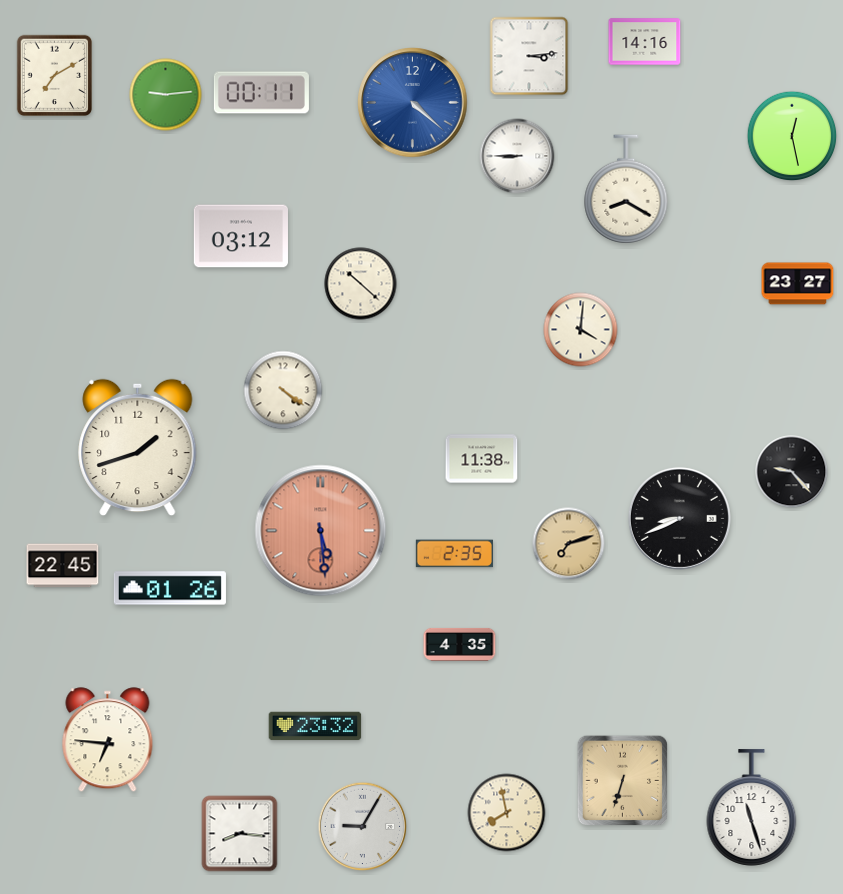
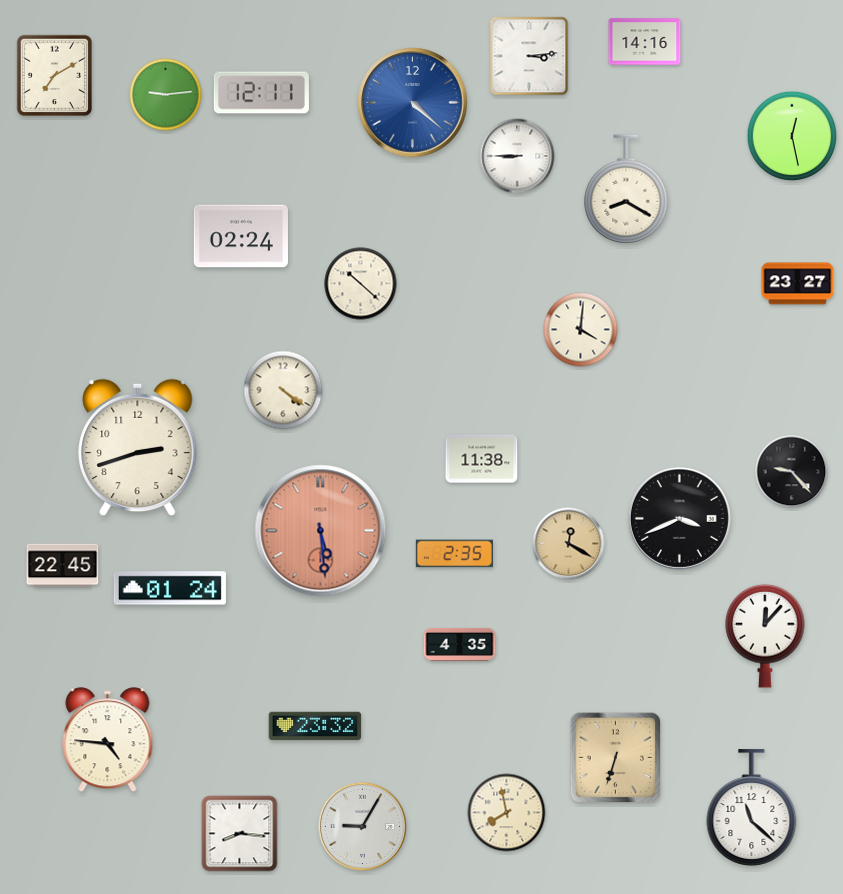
clock at (261, 93): 00:11 -> 12:11
clock at (241, 236): 03:12 -> 02:24
clock at (138, 448): 1:42 -> 2:42
clock at (679, 518): 8:41 -> 3:41
clock at (569, 544): 7:12 -> 12:20
clock at (170, 588): 01:26 -> 01:24
clock at (765, 636): none -> 12:07
clock at (108, 740): 6:46 -> 4:46
clock at (623, 781) position: (623, 781) -> (616, 758)
clock at (752, 808): 11:27 -> 11:22
